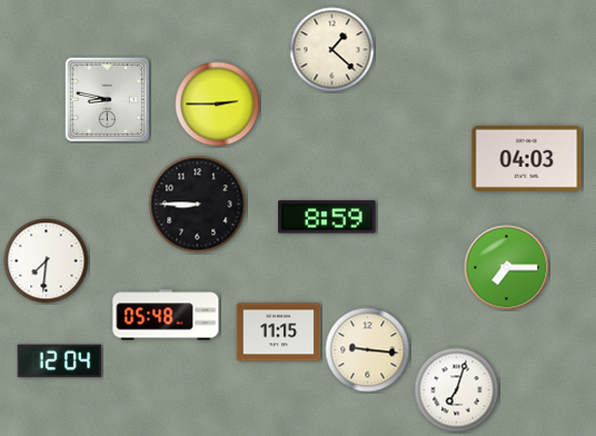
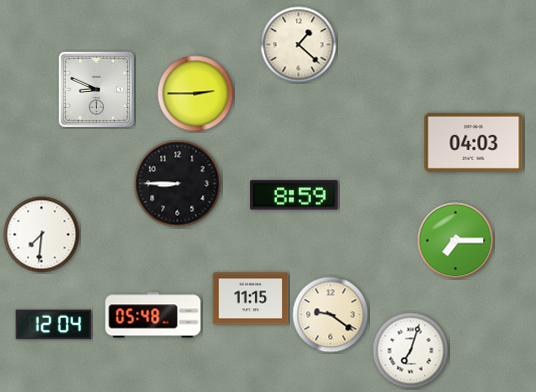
clock at (107, 99): 8:47 -> 8:49
clock at (166, 315) position: (166, 315) -> (153, 315)
clock at (368, 350): 9:16 -> 9:21
